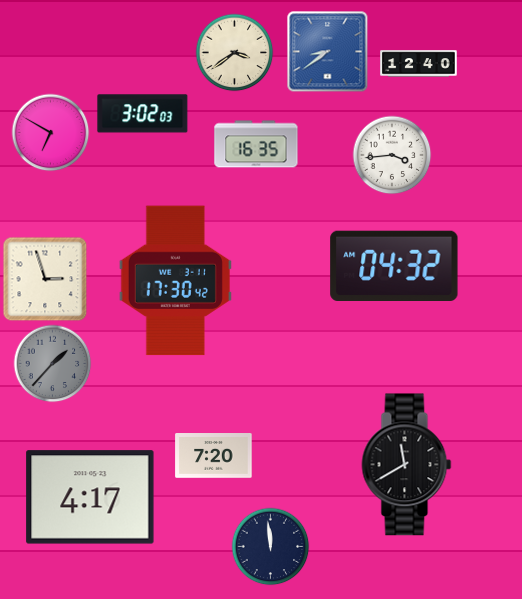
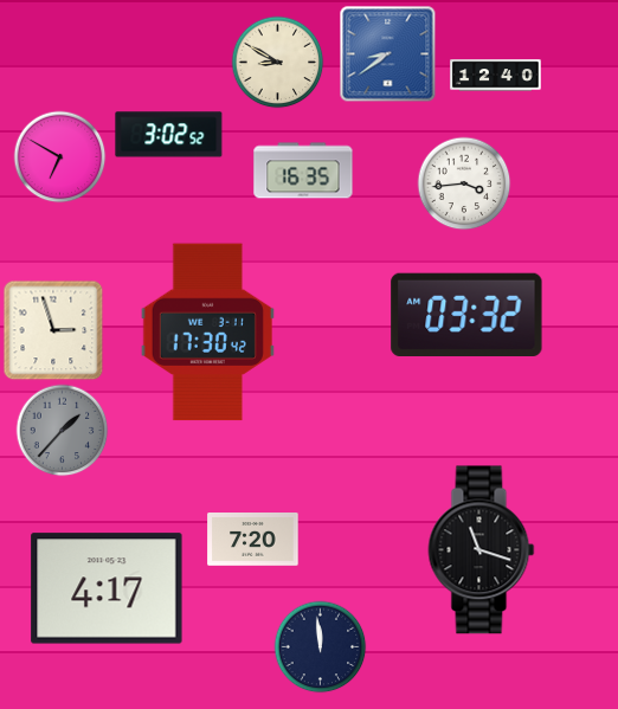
clock at (327, 51) position: (327, 51) -> (387, 53)
clock at (234, 52): 3:39 -> 8:50
clock at (143, 114): 3:02:03 -> 3:02:52
clock at (394, 265): 04:32 -> 03:32
clock at (407, 465): 11:40 -> 11:18
